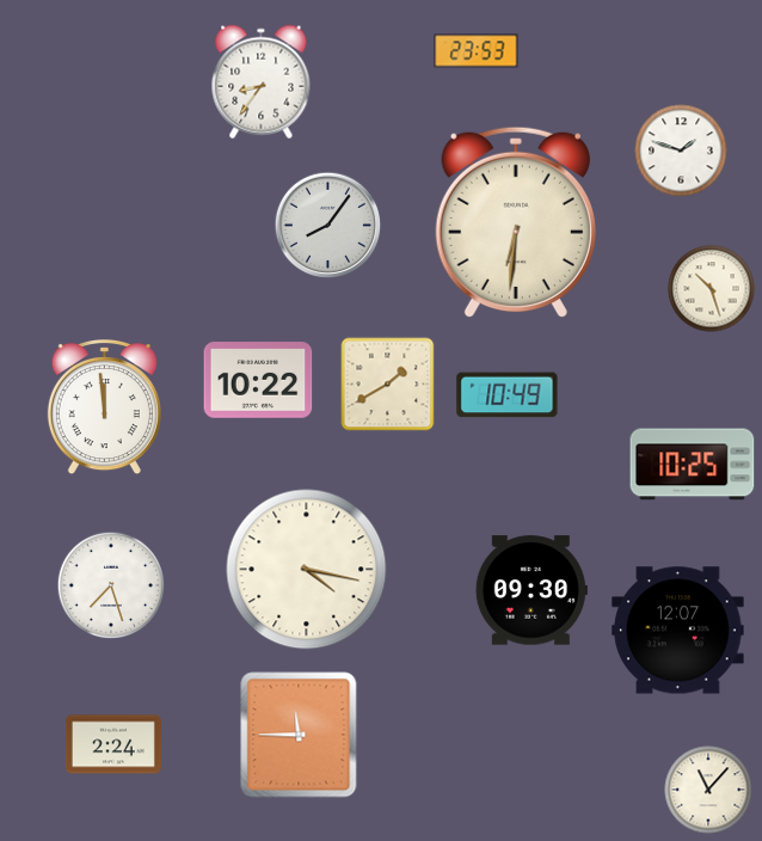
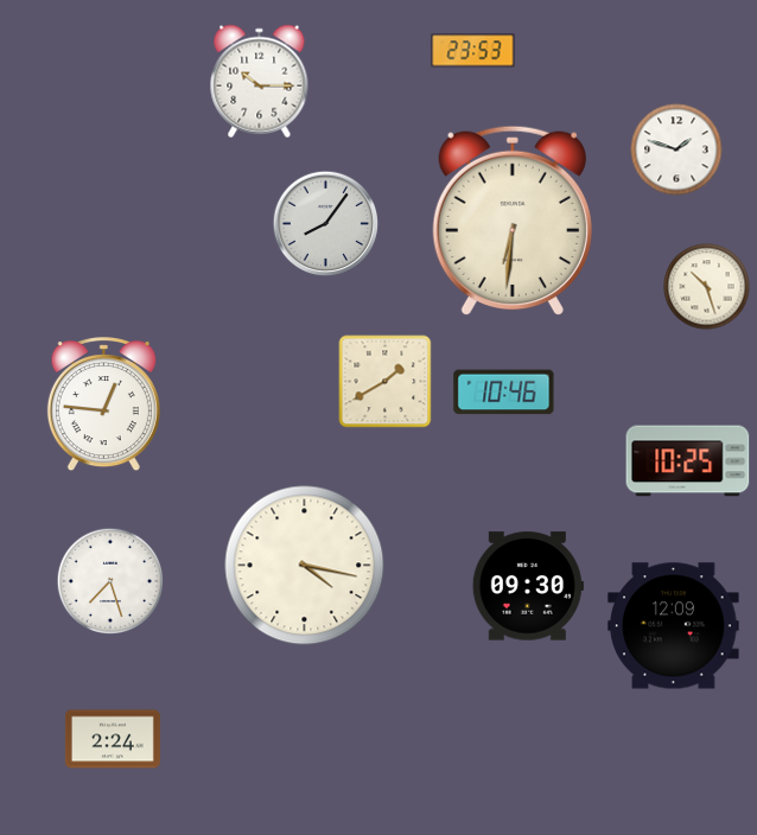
clock at (262, 82): 8:36 -> 10:15
clock at (258, 380): 10:22 -> none
clock at (508, 395): 10:49 -> 10:46
clock at (104, 409): 11:59 -> 12:46
clock at (678, 631): 12:07 -> 12:09
clock at (299, 735): 11:45 -> none
clock at (708, 790): 11:07 -> none
